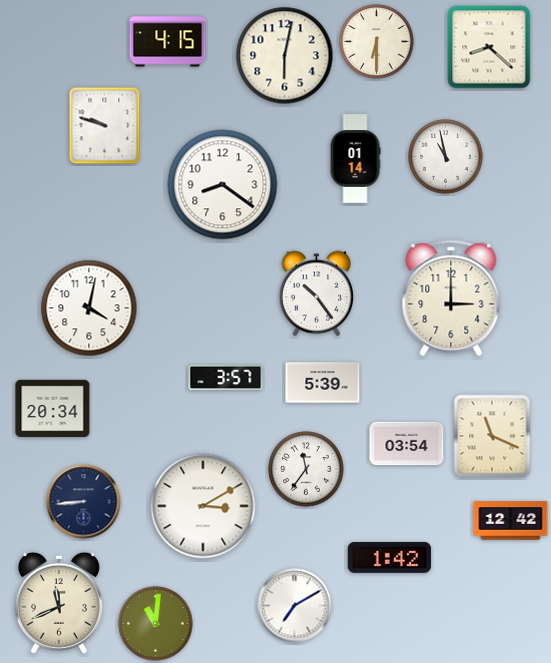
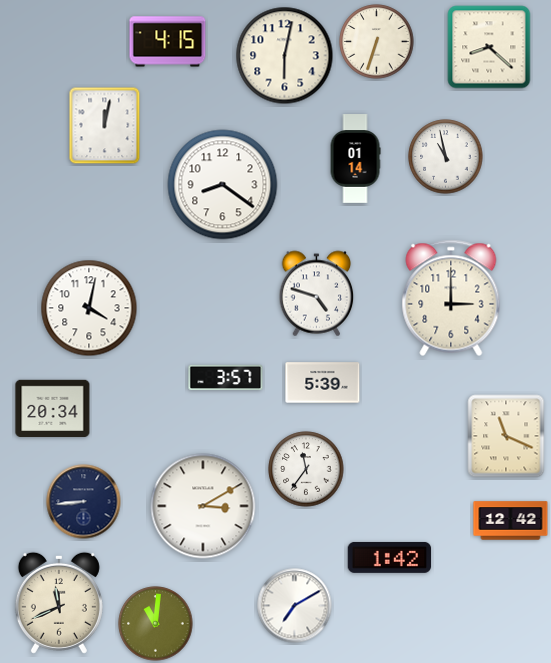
clock at (377, 42): 6:30 -> 6:33
clock at (105, 126): 9:48 -> 12:02
clock at (317, 294): 10:24 -> 4:48
clock at (492, 436) position: (492, 436) -> (506, 436)
clock at (407, 444): 03:54 -> none
